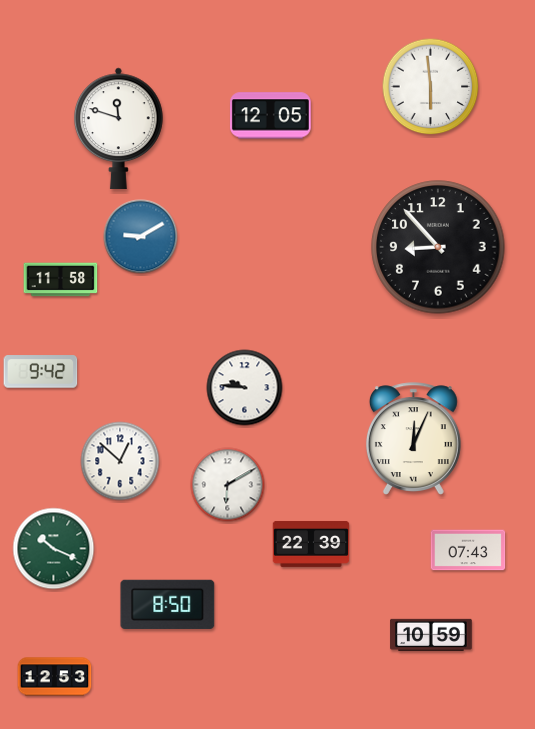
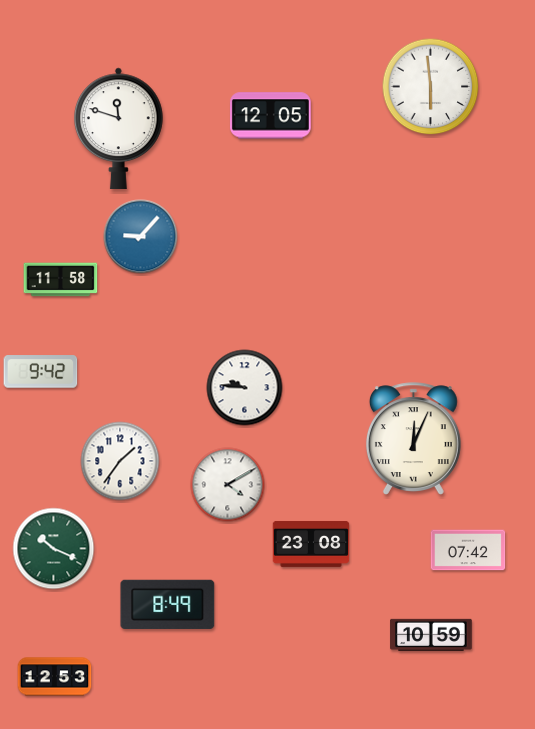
clock at (141, 237): 9:10 -> 9:07
clock at (438, 247): 8:53 -> none
clock at (120, 461): 12:52 -> 1:36
clock at (228, 485): 6:10 -> 4:10
clock at (311, 544): 22:39 -> 23:08
clock at (468, 550): 07:43 -> 07:42
clock at (168, 604): 8:50 -> 8:49
